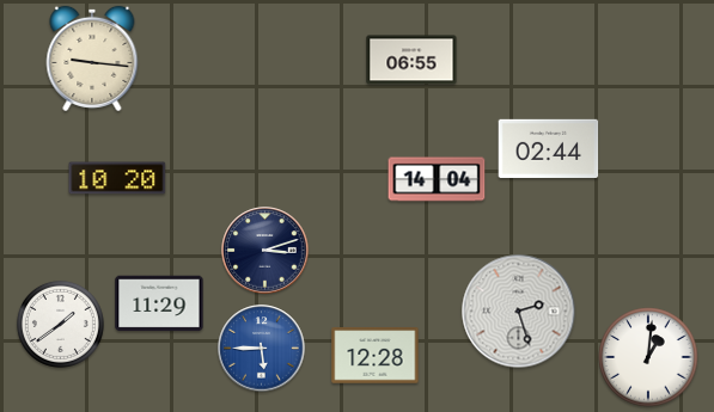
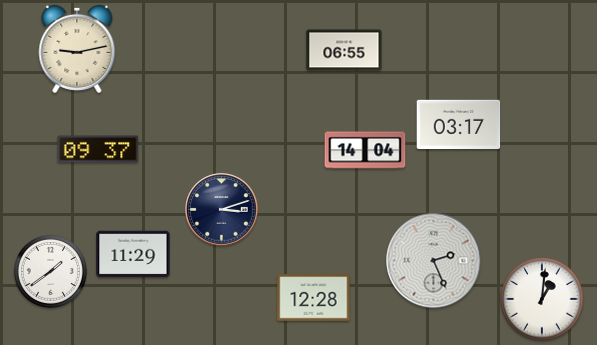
clock at (92, 59): 9:16 -> 9:13
clock at (549, 148): 02:44 -> 03:17
clock at (117, 178): 10:20 -> 09:37
clock at (519, 312): 2:27 -> 2:26
clock at (262, 349): 5:45 -> none
